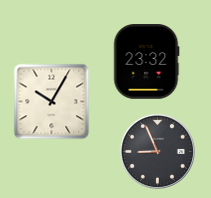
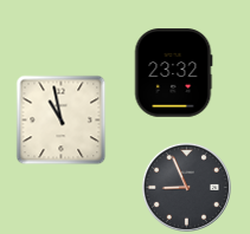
clock at (52, 102): 10:05 -> 10:58
clock at (157, 151) position: (157, 151) -> (186, 187)
